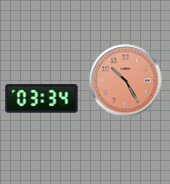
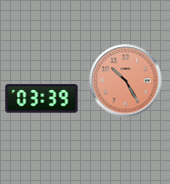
clock at (42, 99): 03:34 -> 03:39
